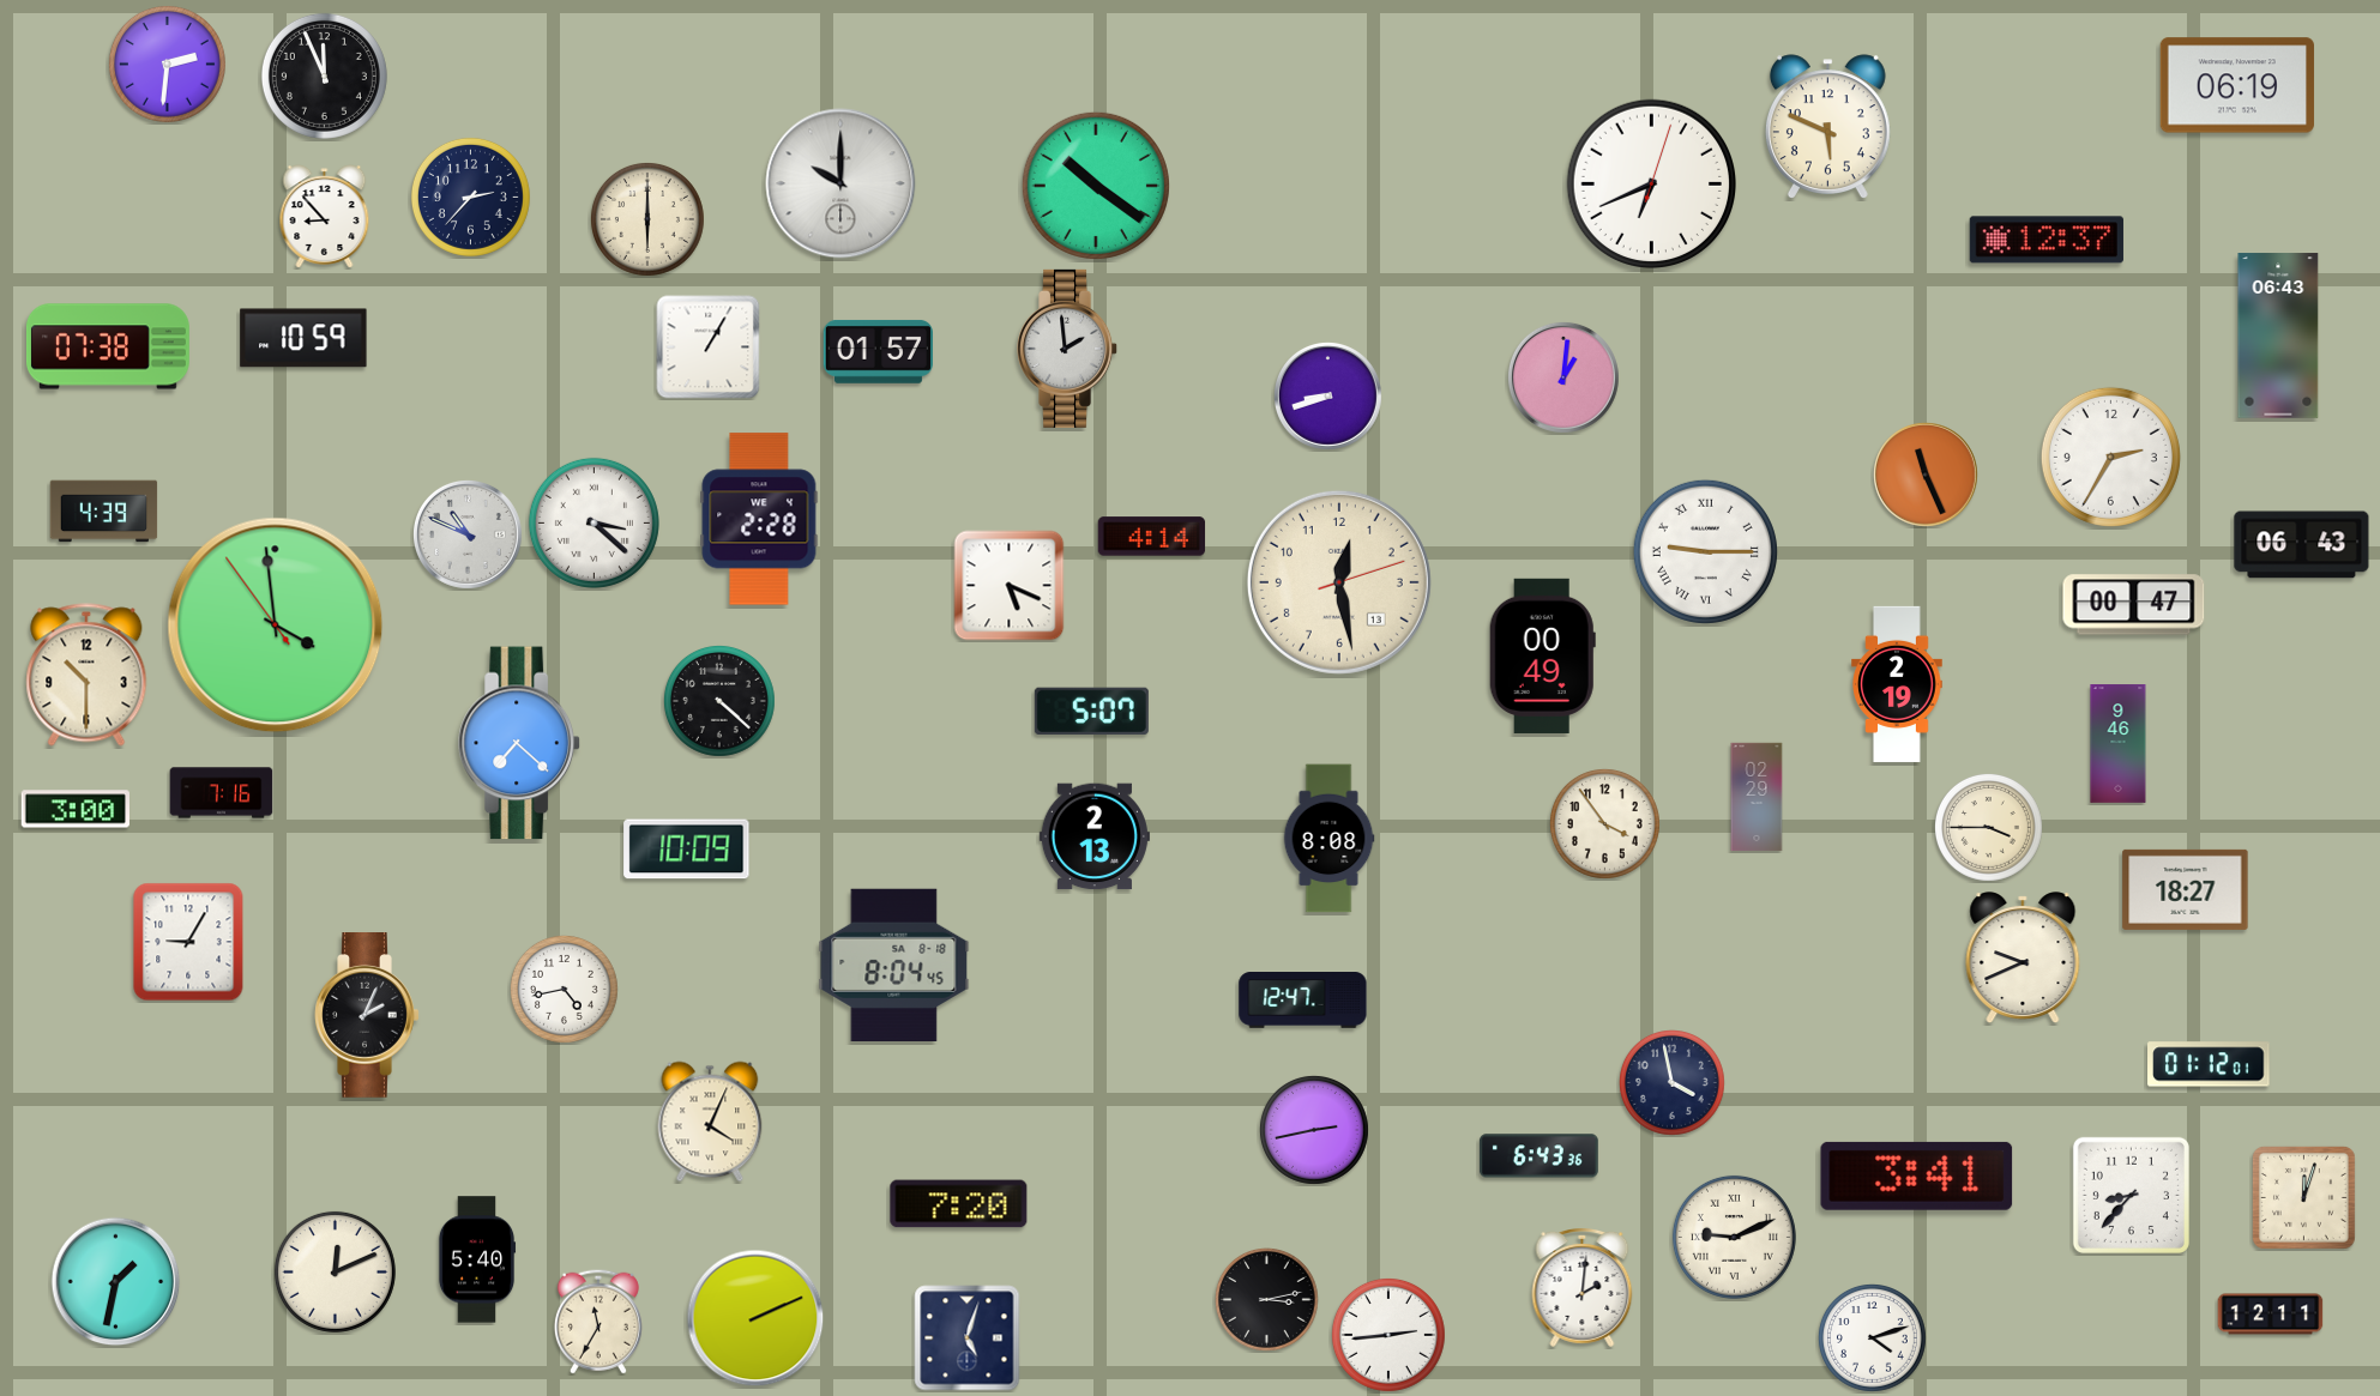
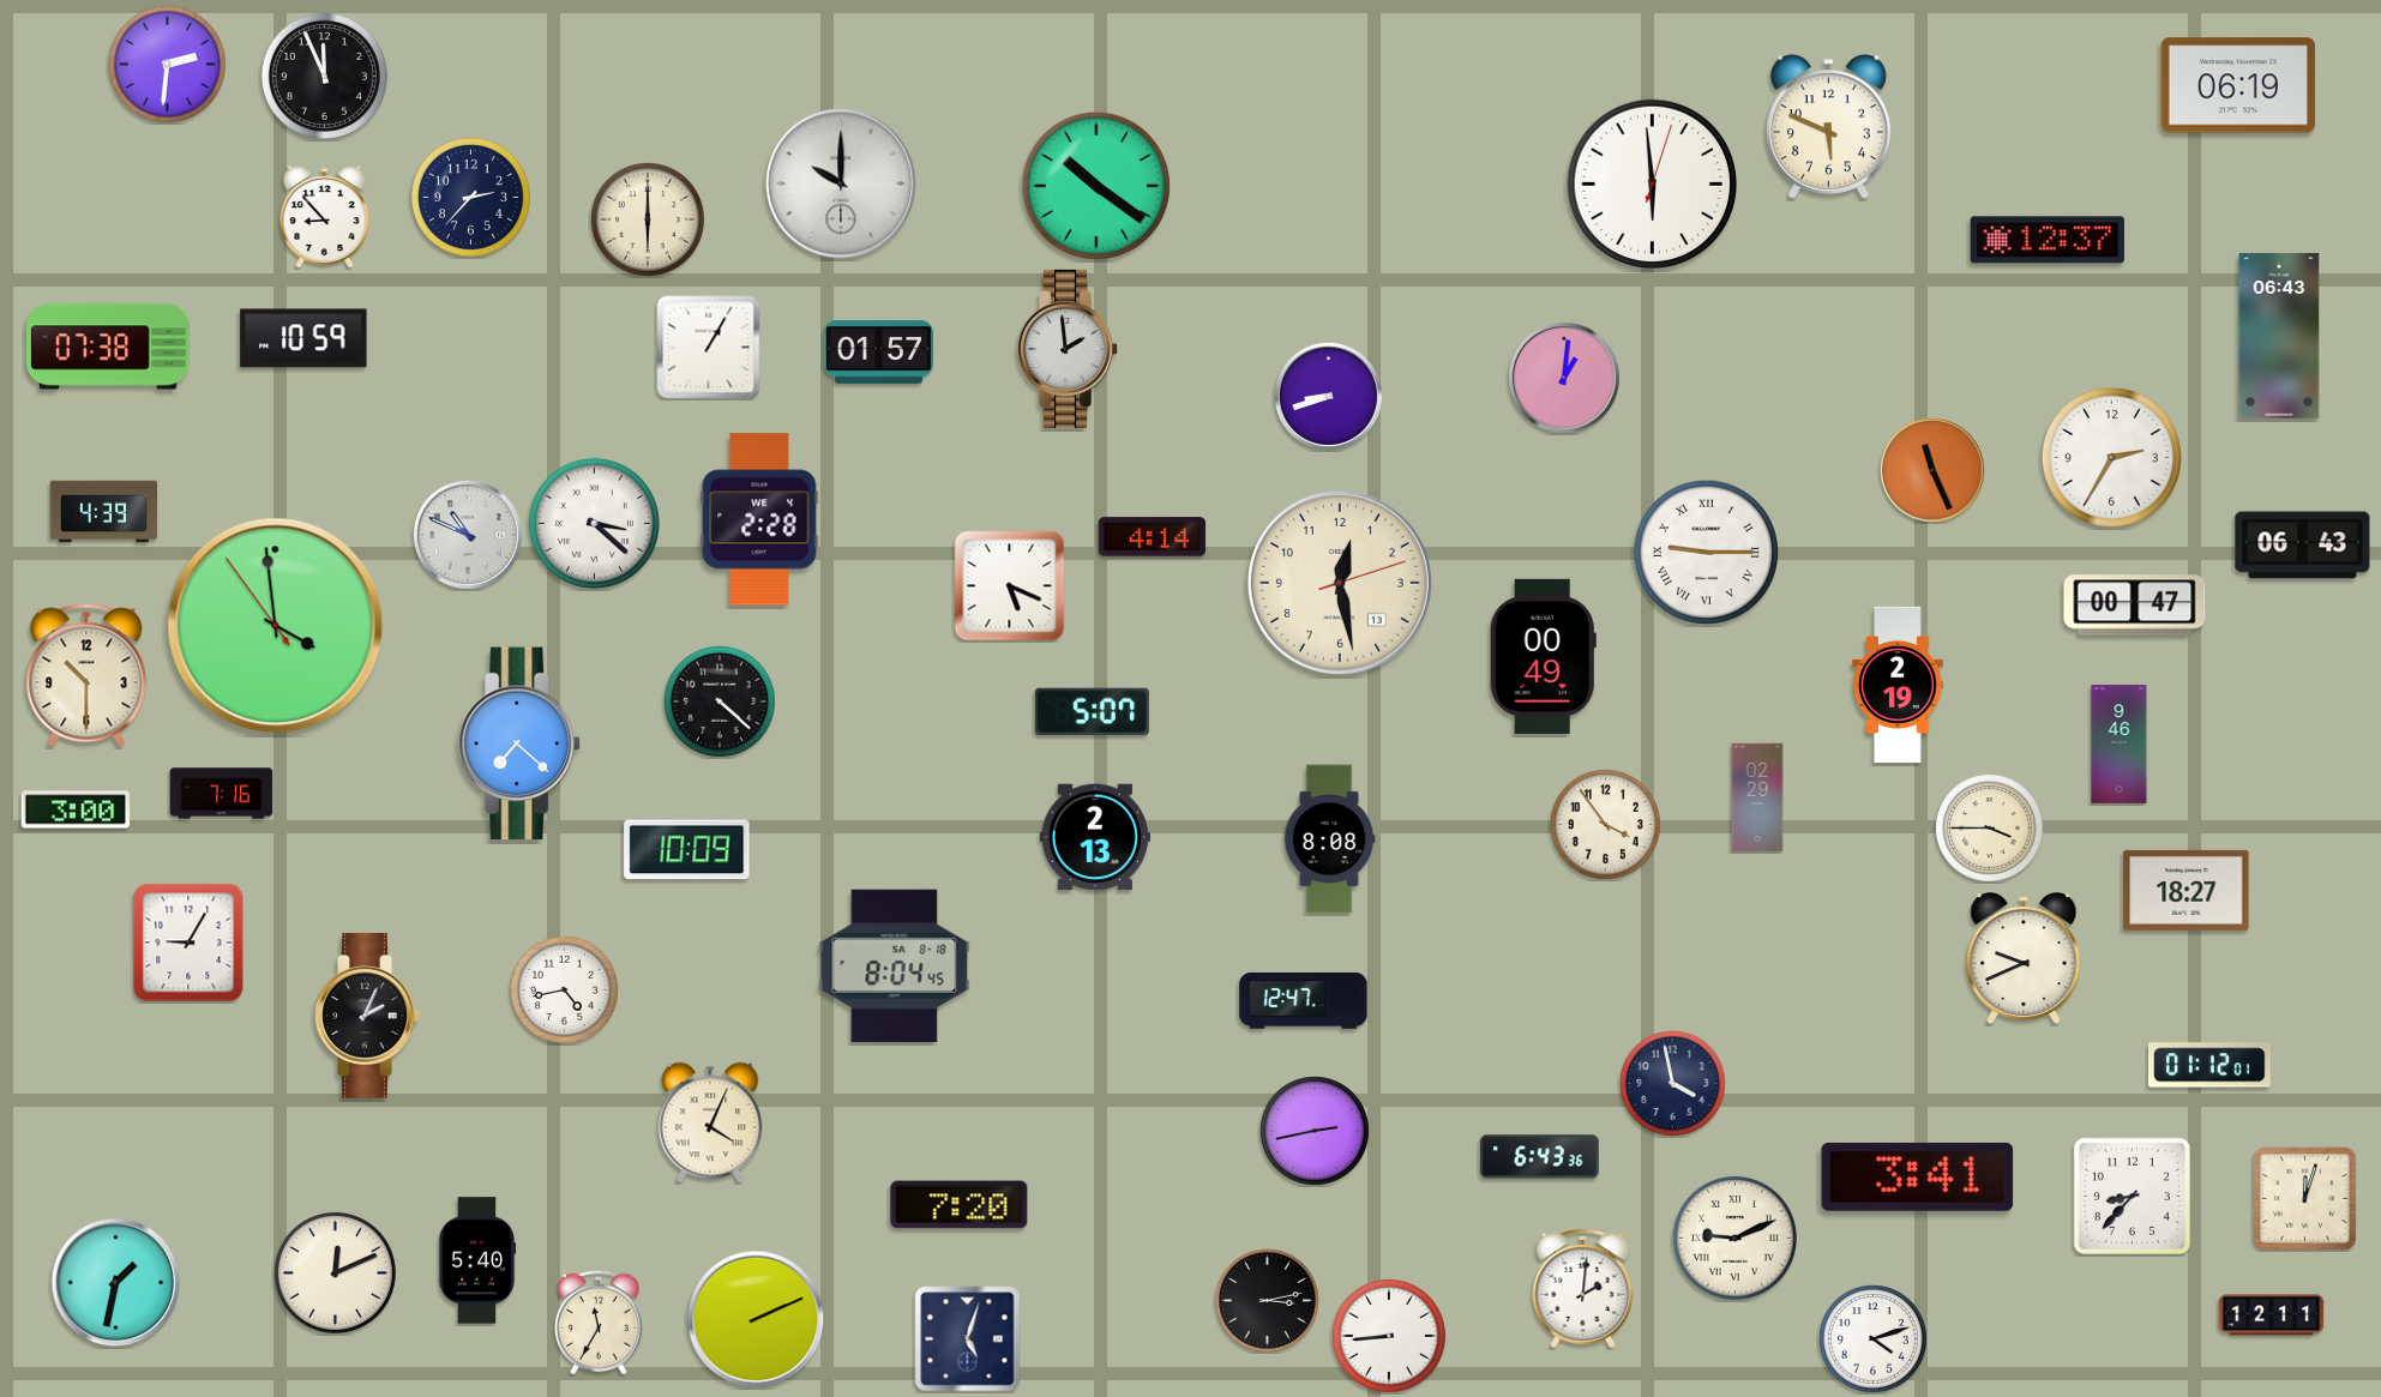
clock at (1651, 183): 6:41 -> 5:59
clock at (1926, 475) position: (1926, 475) -> (1932, 470)
clock at (1388, 1335): 2:44 -> 8:44
